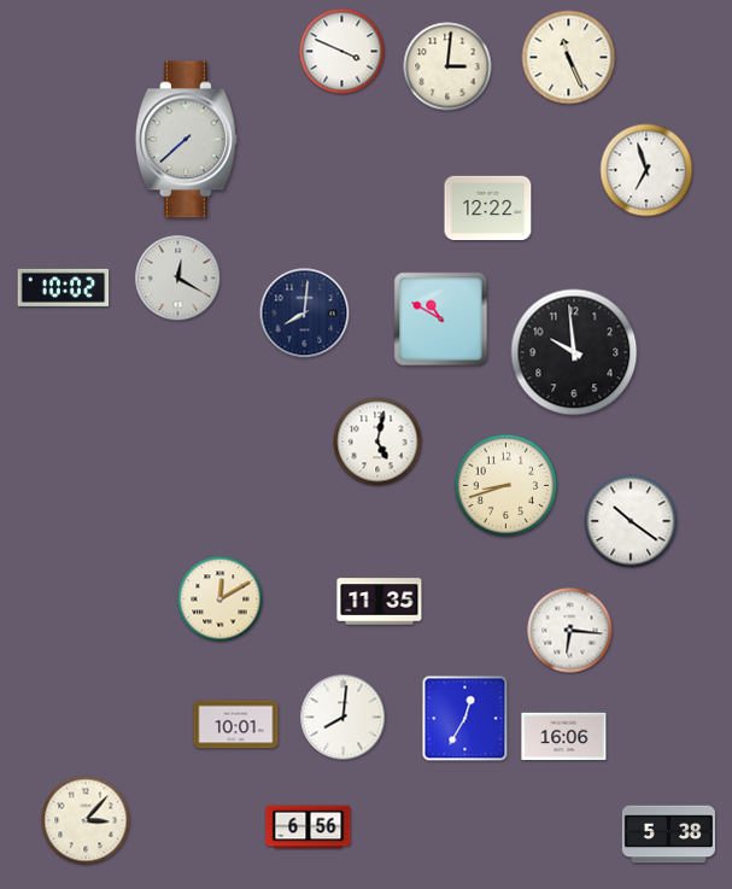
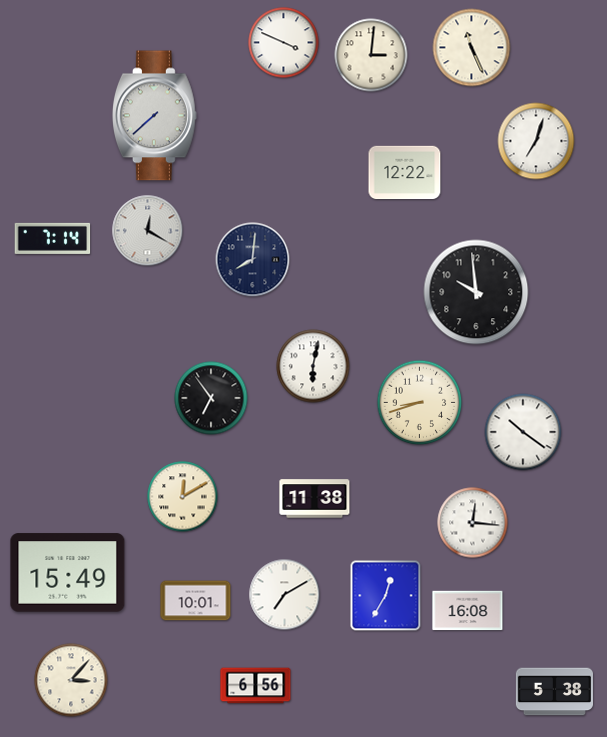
clock at (646, 170): 6:57 -> 7:03
clock at (64, 287): 10:02 -> 7:14
clock at (441, 320): 10:50 -> none
clock at (377, 441): 5:02 -> 6:02
clock at (211, 398): none -> 6:54
clock at (380, 602): 11:35 -> 11:38
clock at (570, 631): 6:16 -> 12:16
clock at (68, 573): none -> 15:49
clock at (344, 718): 8:01 -> 7:10
clock at (564, 737): 16:06 -> 16:08
